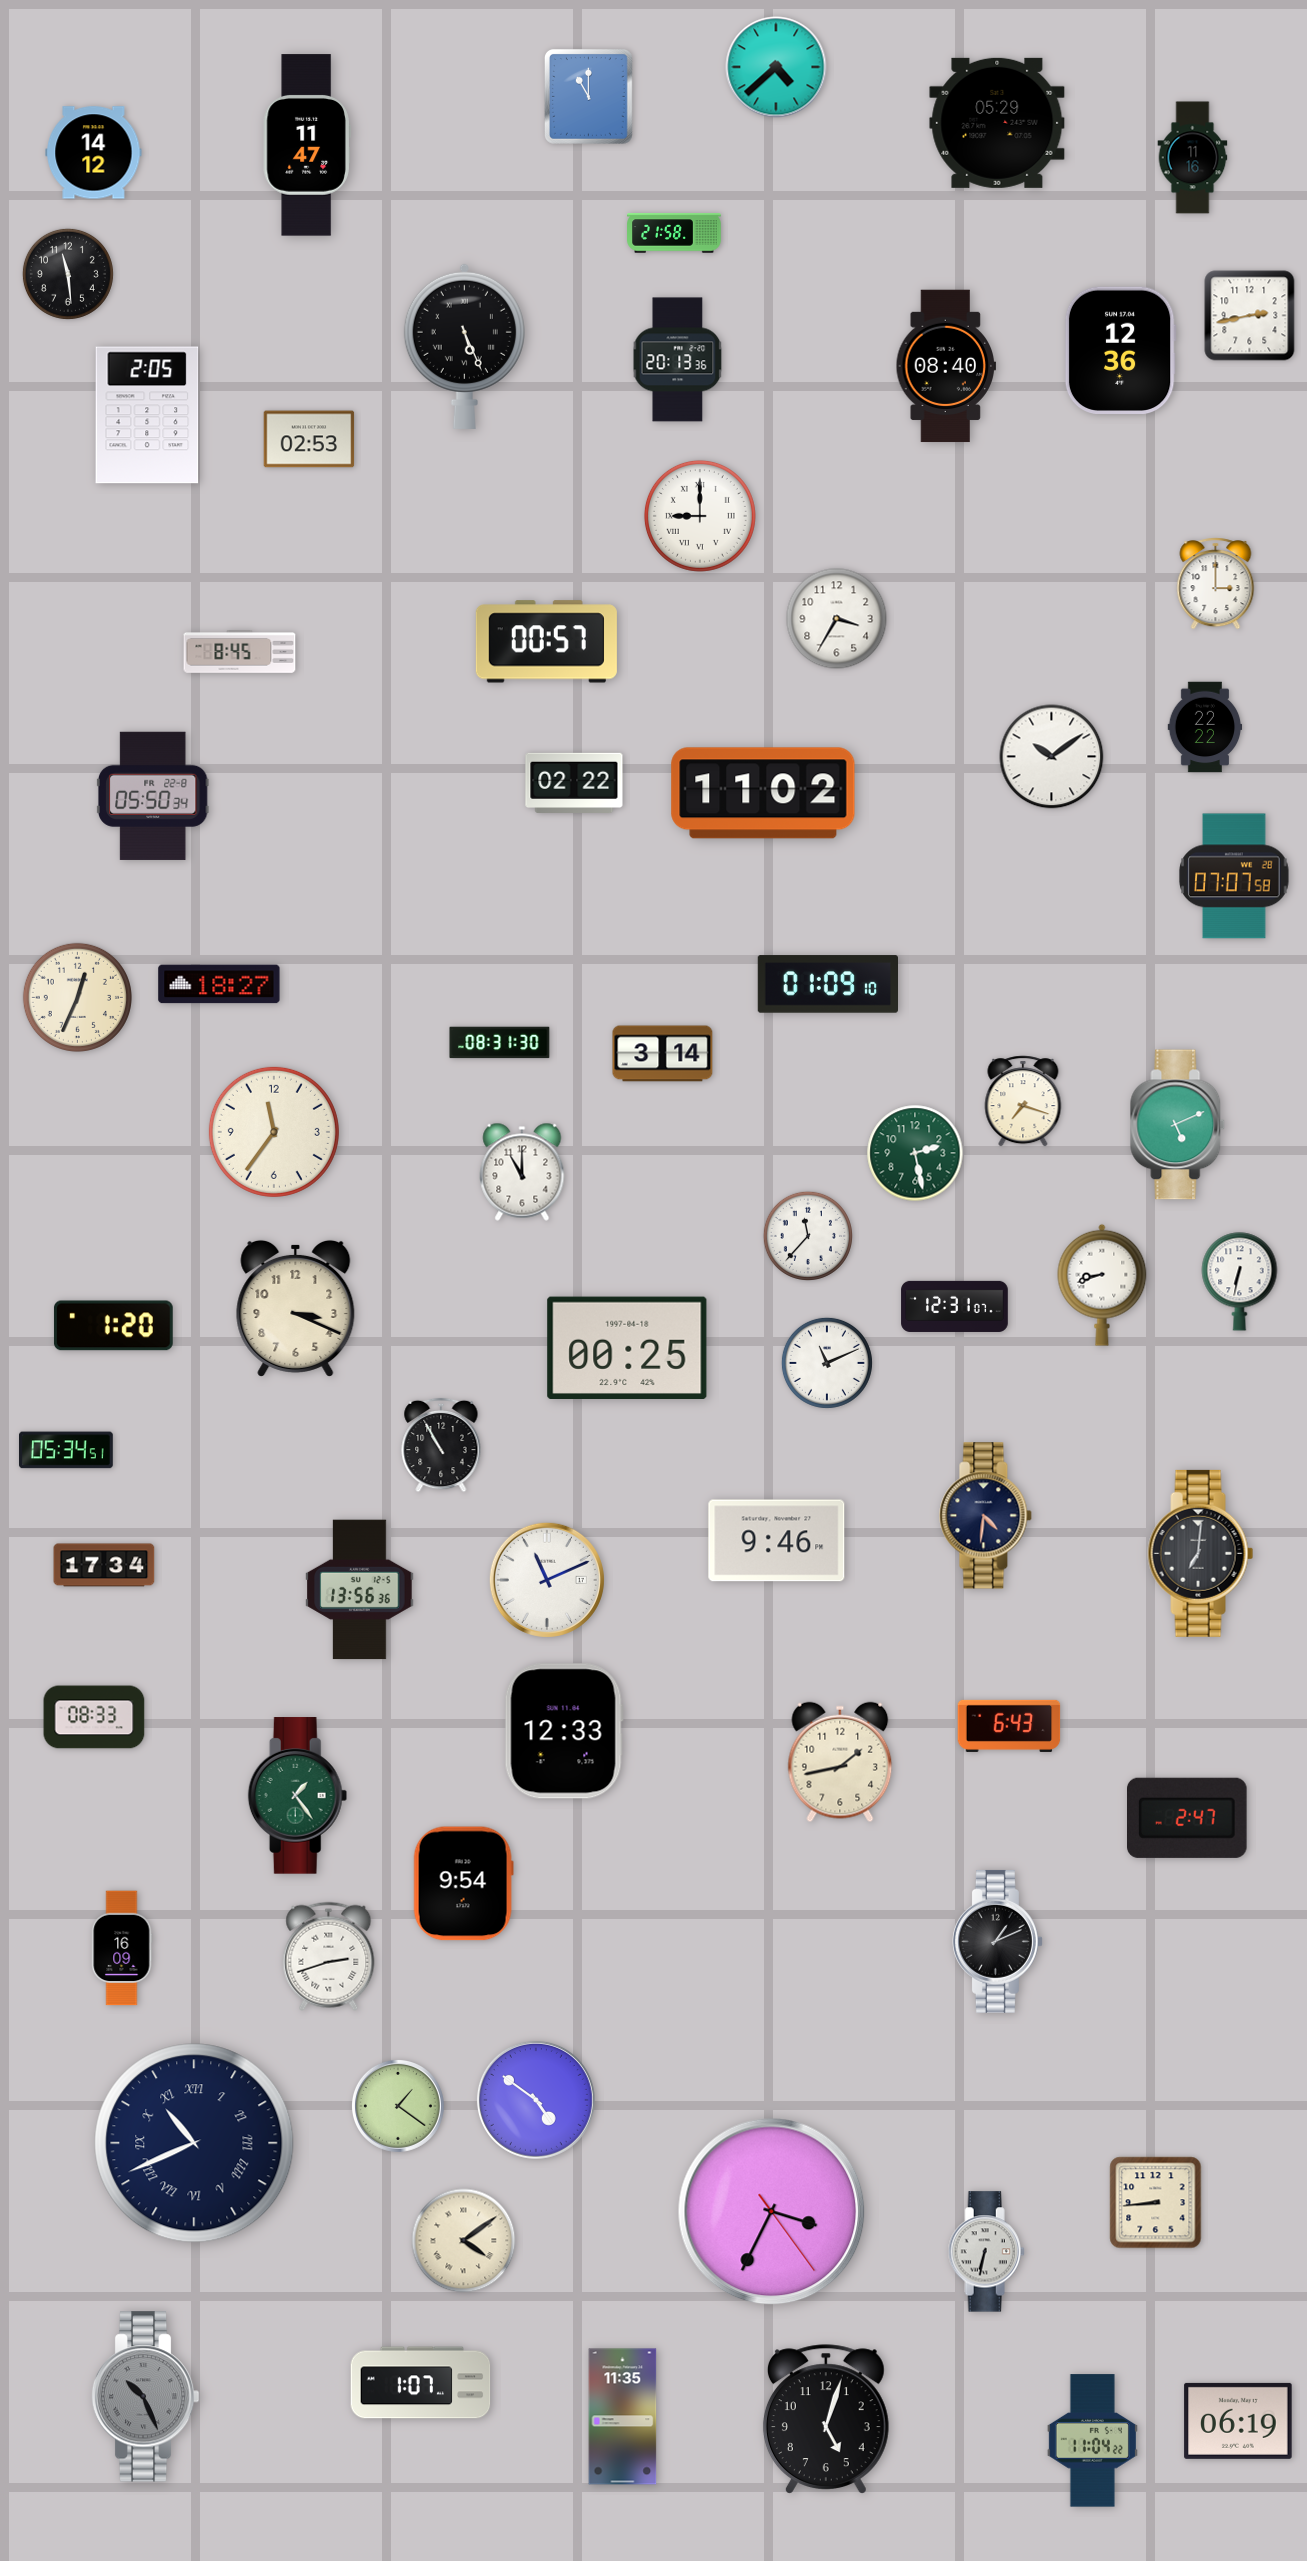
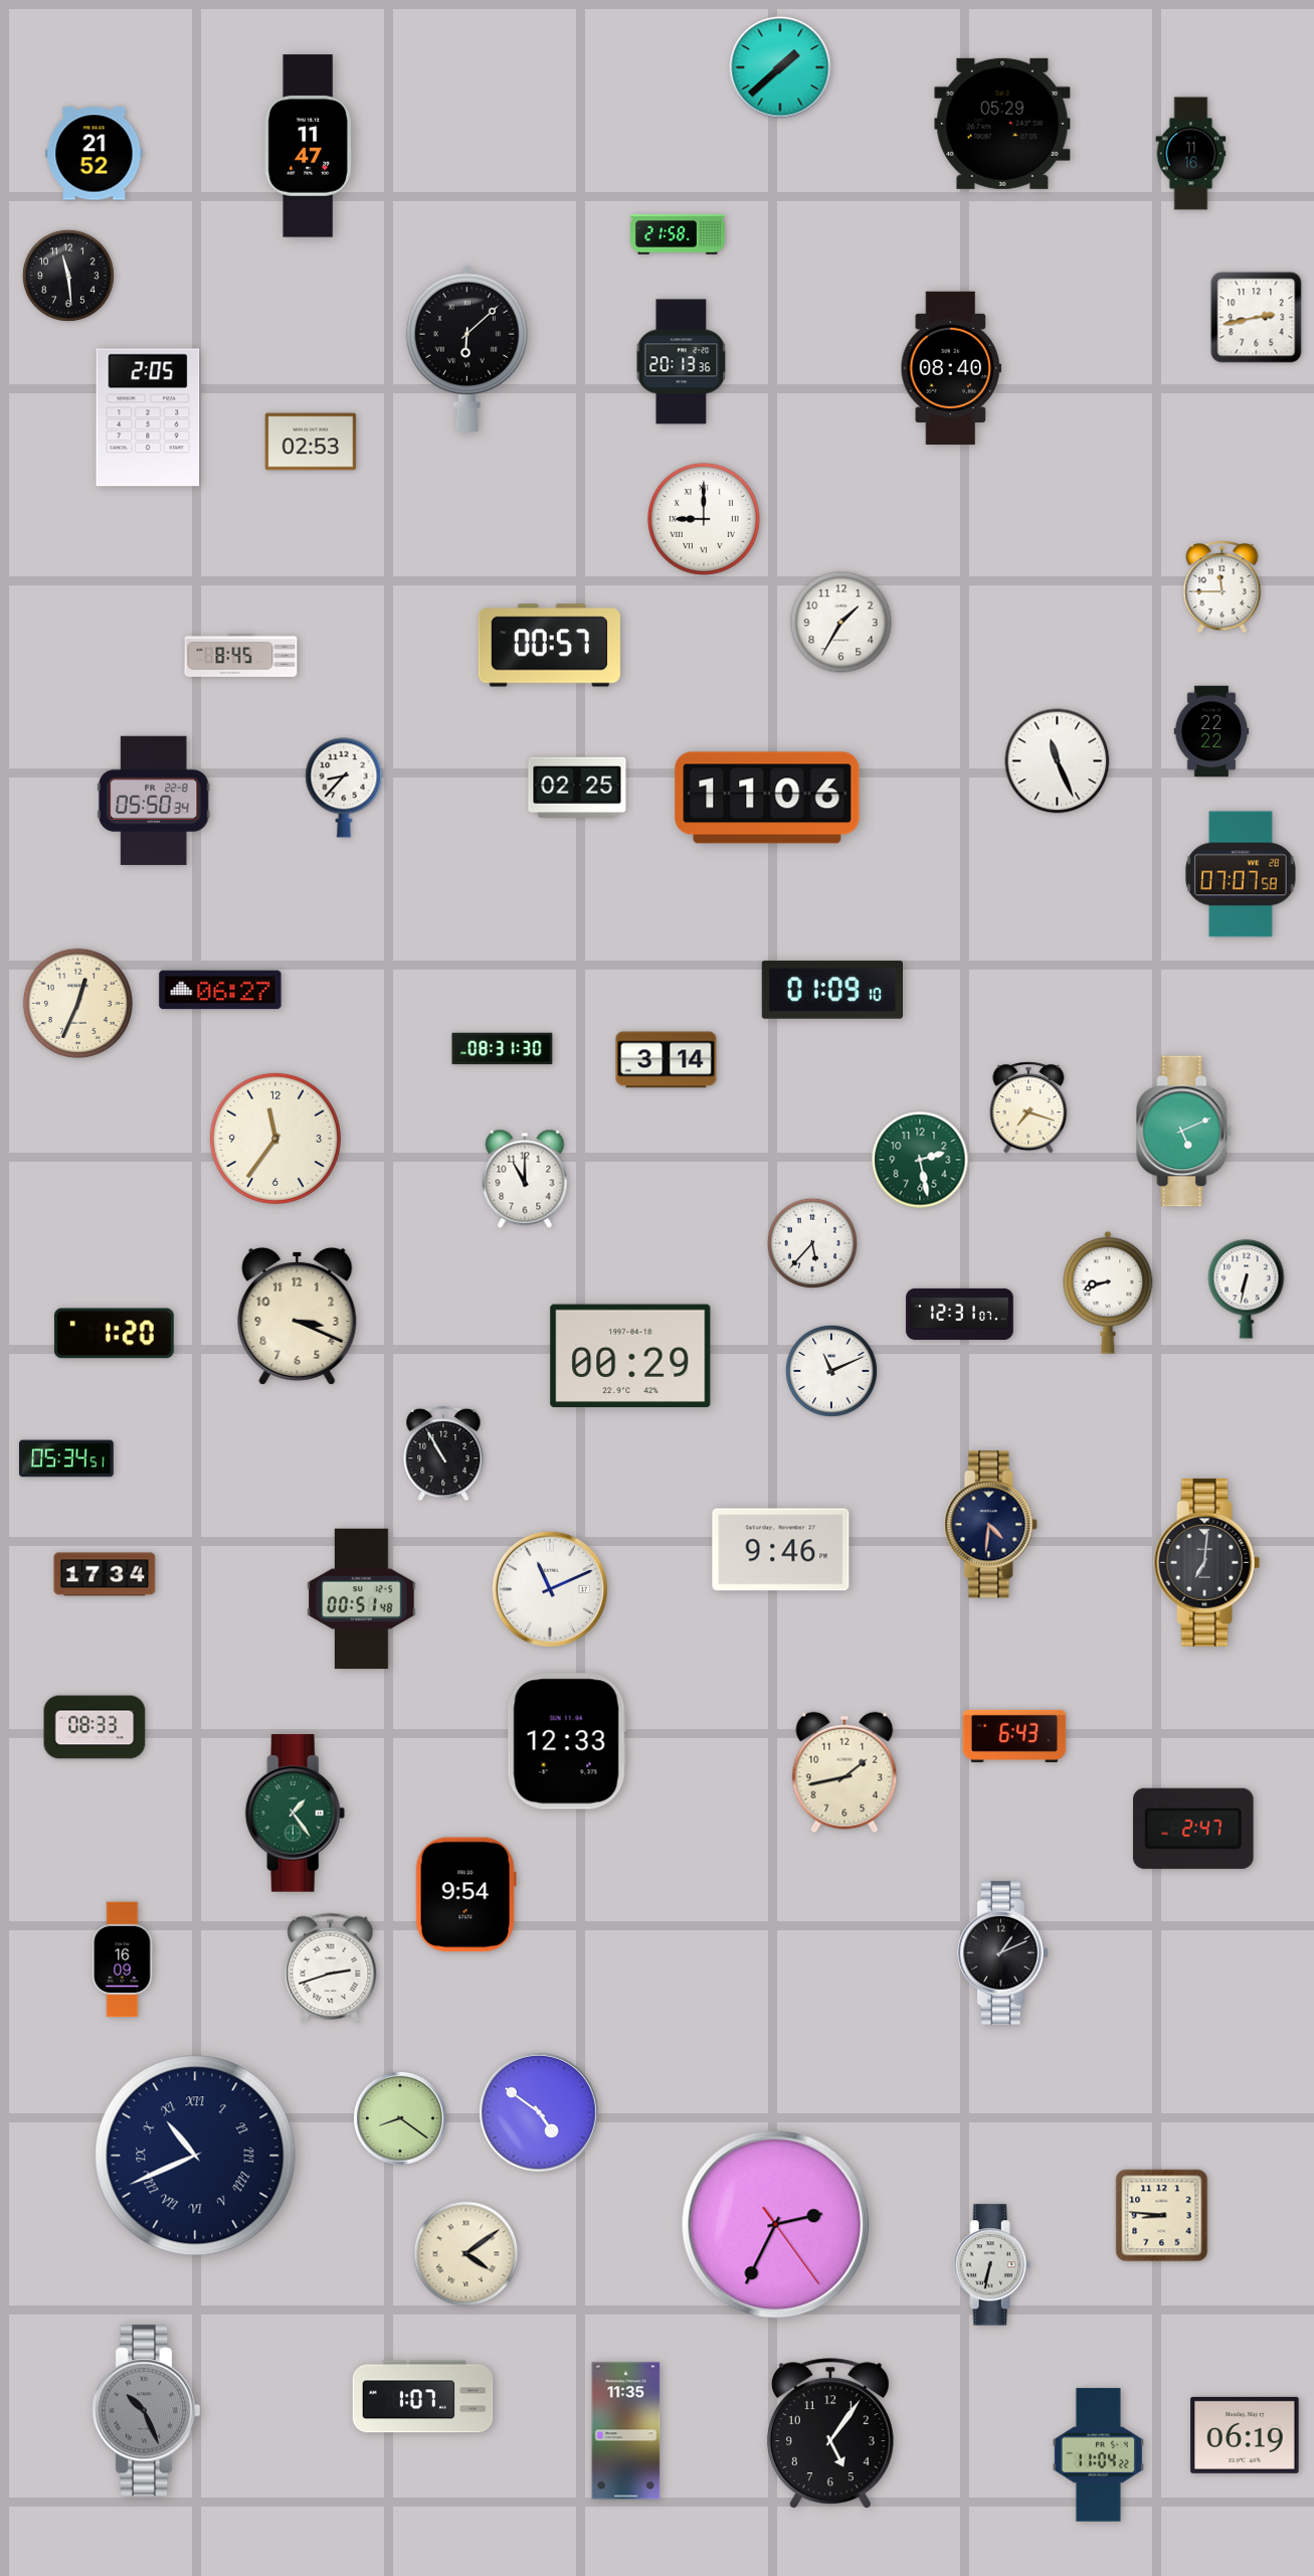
clock at (776, 67): 4:38 -> 1:38
clock at (588, 96): 11:00 -> none
clock at (94, 153): 14:12 -> 21:52
clock at (1193, 158) position: (1193, 158) -> (1191, 154)
clock at (464, 346): 5:26 -> 6:08
clock at (1120, 351): 12:36 -> none
clock at (1216, 584): 3:00 -> 11:45
clock at (837, 619): 3:35 -> 1:35
clock at (1052, 757): 10:09 -> 11:26
clock at (574, 782): 02:22 -> 02:25
clock at (344, 788): none -> 8:37
clock at (763, 793): 11:02 -> 11:06
clock at (1234, 876) position: (1234, 876) -> (1241, 874)
clock at (219, 984): 18:27 -> 06:27
clock at (808, 1236): 11:37 -> 5:37
clock at (627, 1347): 00:25 -> 00:29
clock at (360, 1590): 13:56 -> 00:51
clock at (298, 1796) position: (298, 1796) -> (296, 1814)
clock at (398, 2106): 1:21 -> 8:21
clock at (1156, 2203): 8:44 -> 8:46
clock at (772, 2212): 3:34 -> 2:34
clock at (826, 2419): 5:03 -> 5:06
